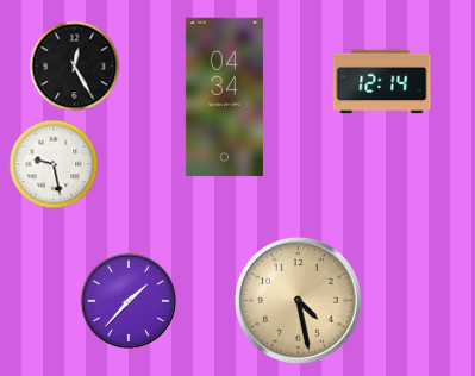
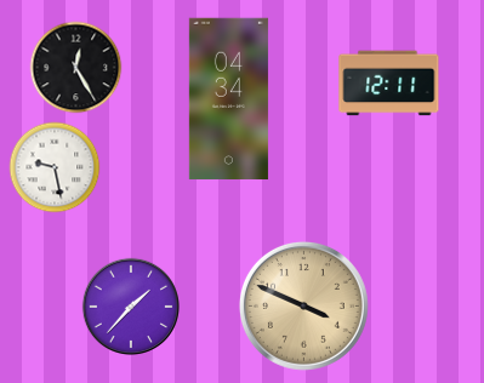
clock at (382, 82): 12:14 -> 12:11
clock at (298, 300): 4:28 -> 3:49
